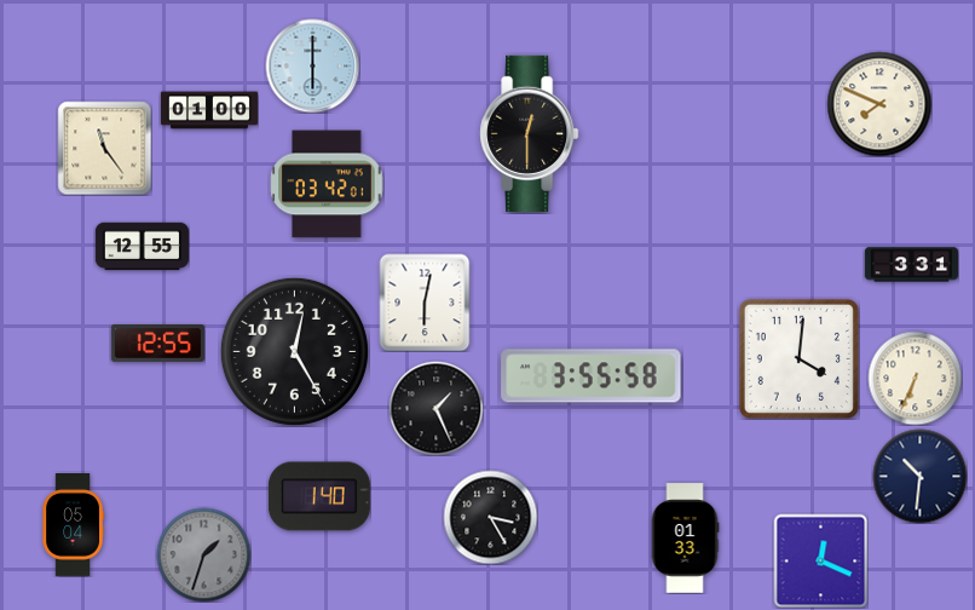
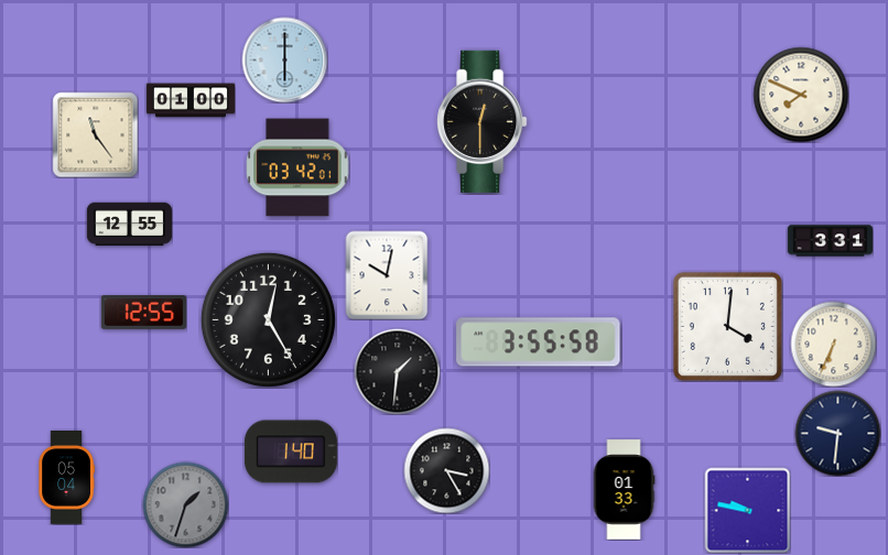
clock at (425, 303): 6:02 -> 10:02
clock at (435, 408): 1:26 -> 1:31
clock at (919, 476): 10:31 -> 9:31
clock at (820, 560): 12:19 -> 9:47
